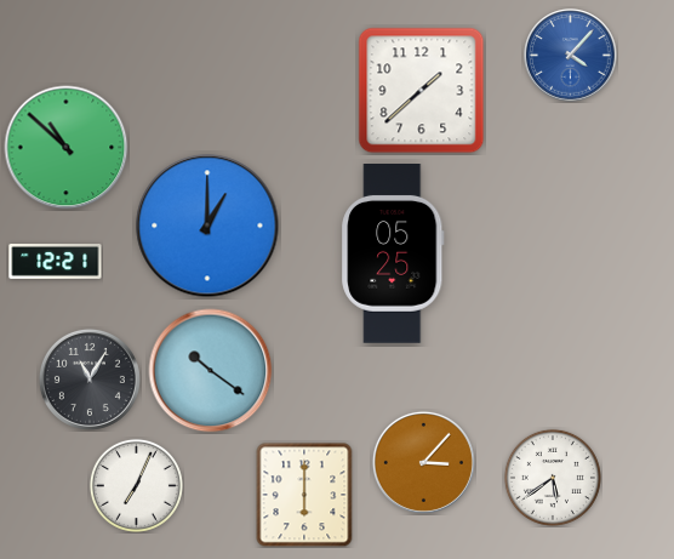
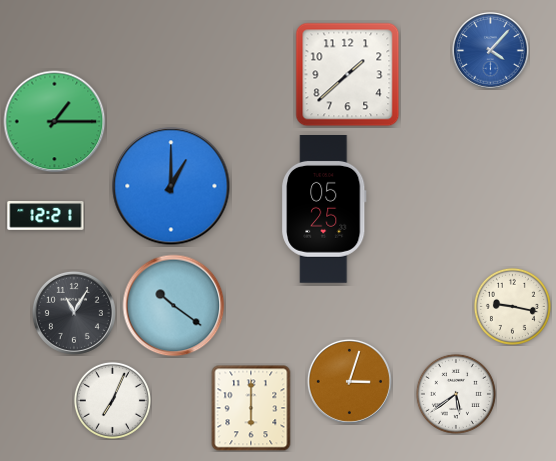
clock at (571, 56) position: (571, 56) -> (491, 51)
clock at (67, 148): 10:52 -> 1:15
clock at (512, 306): none -> 9:17
clock at (423, 462): 3:07 -> 3:03
